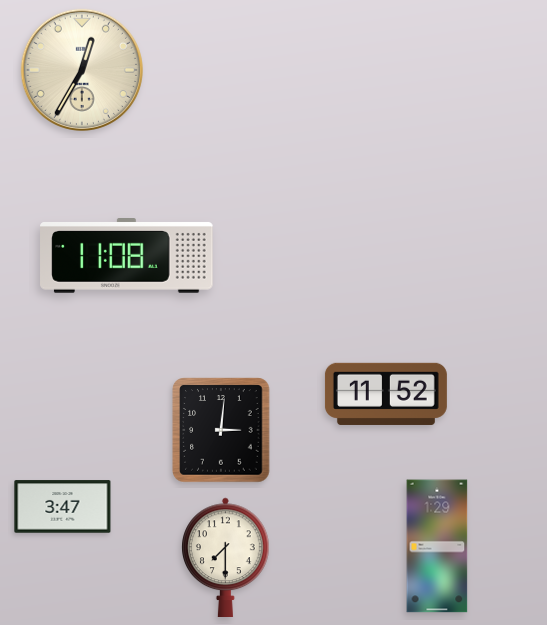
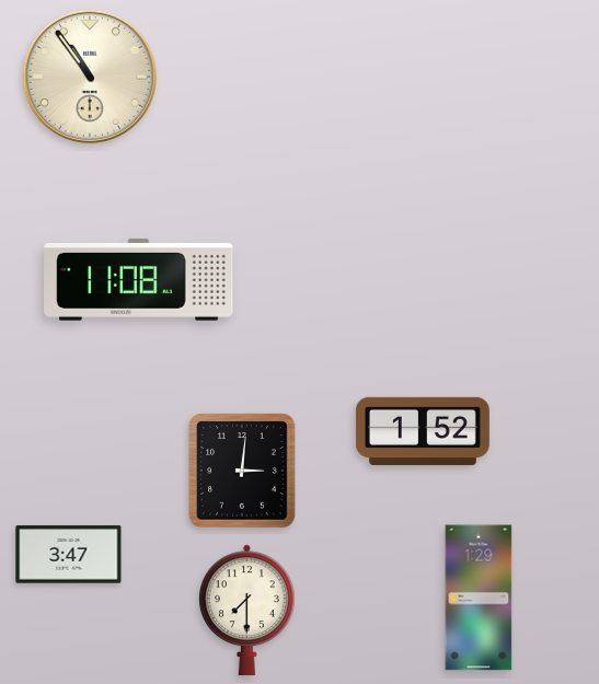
clock at (82, 70): 12:35 -> 10:54
clock at (386, 394): 11:52 -> 1:52
